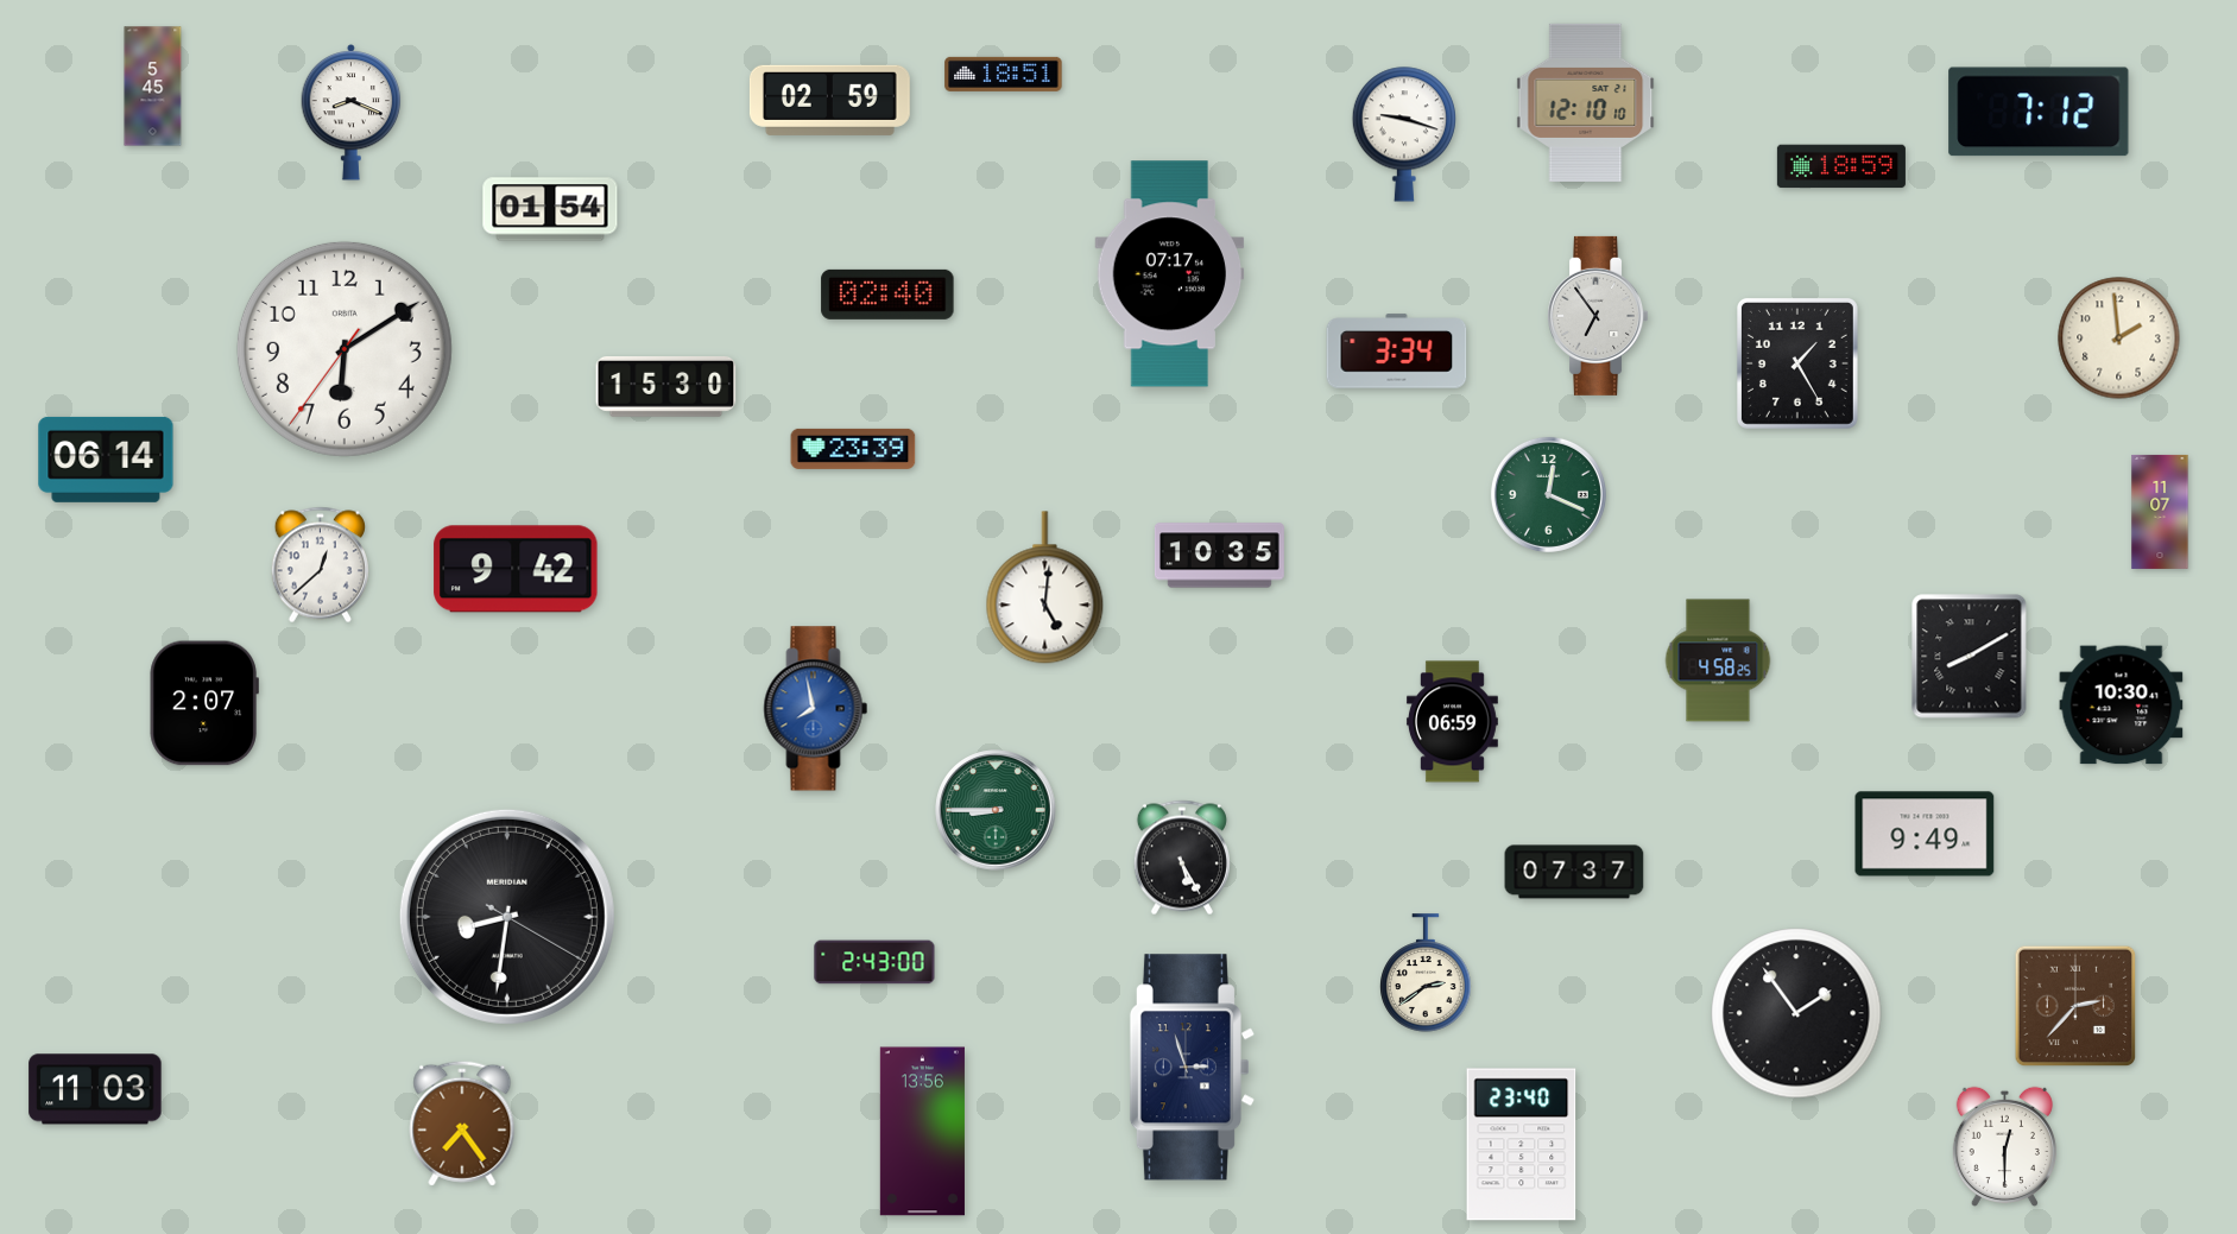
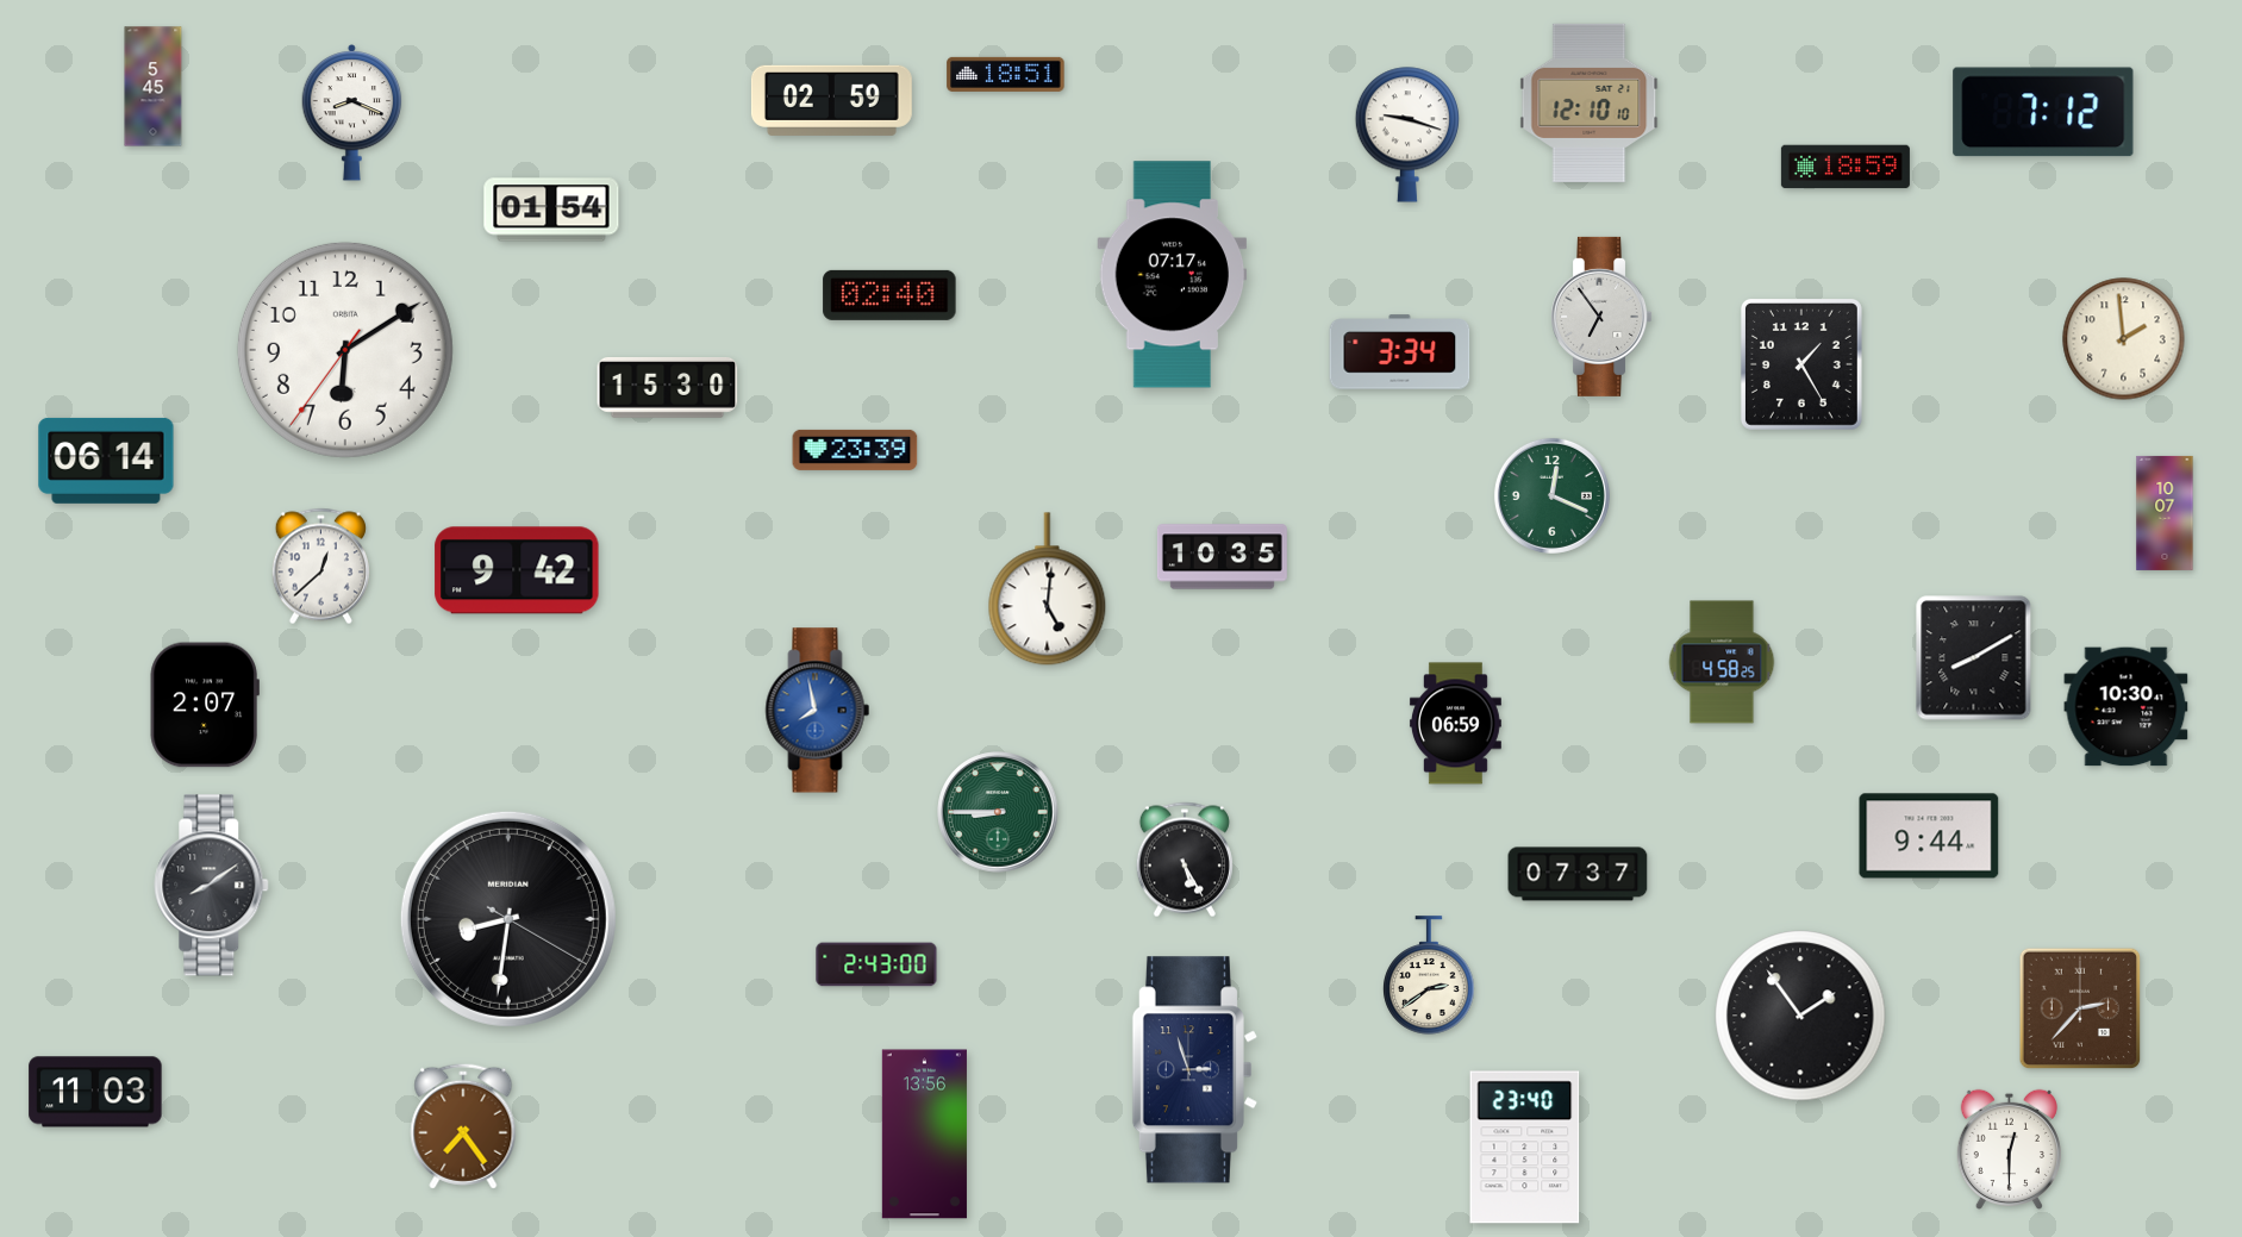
clock at (2160, 512): 11:07 -> 10:07
clock at (1925, 834): 9:49 -> 9:44
clock at (212, 886): none -> 8:09
